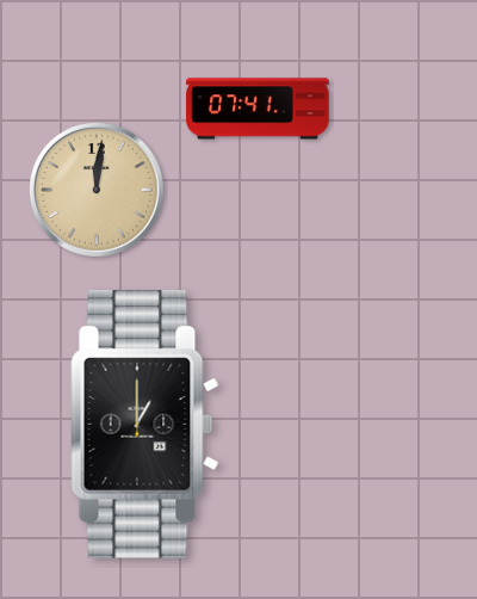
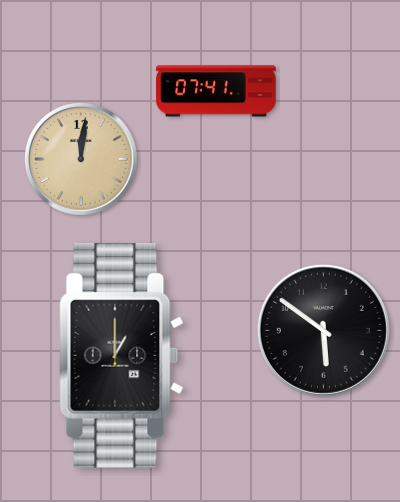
clock at (323, 330): none -> 5:51
